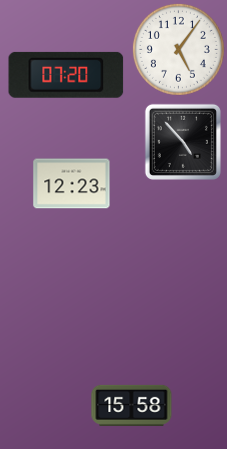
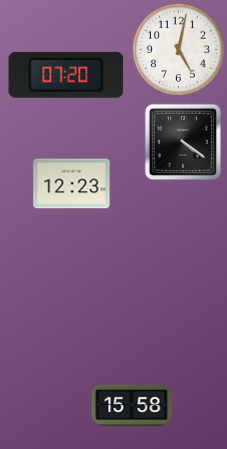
clock at (178, 49): 5:06 -> 5:02
clock at (183, 142): 4:53 -> 4:21
